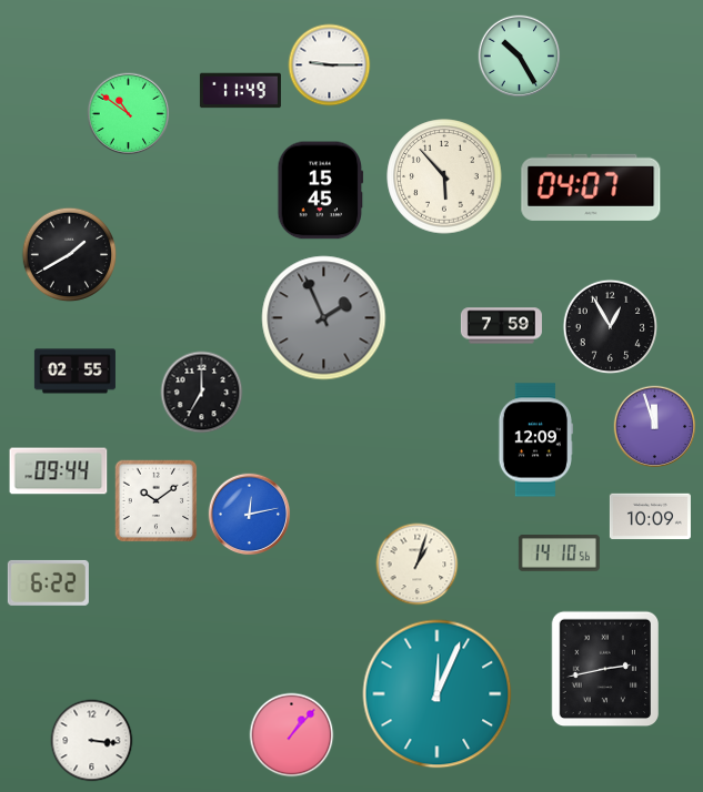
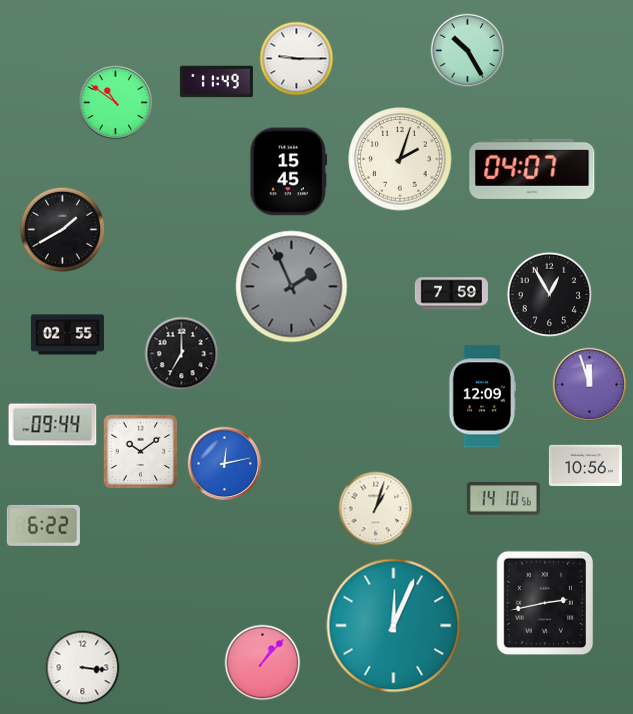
clock at (444, 176): 5:53 -> 2:03
clock at (650, 517): 10:09 -> 10:56
